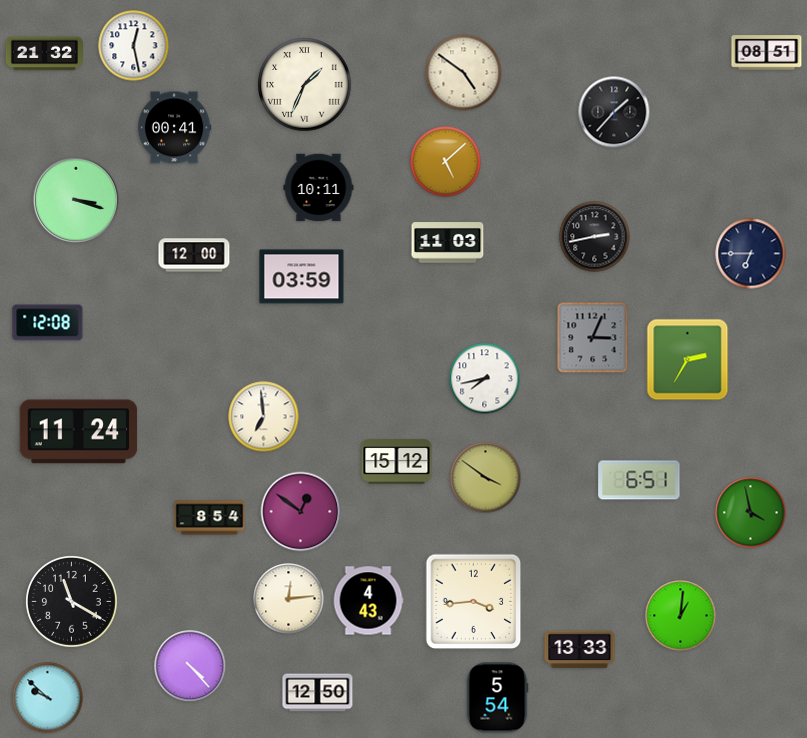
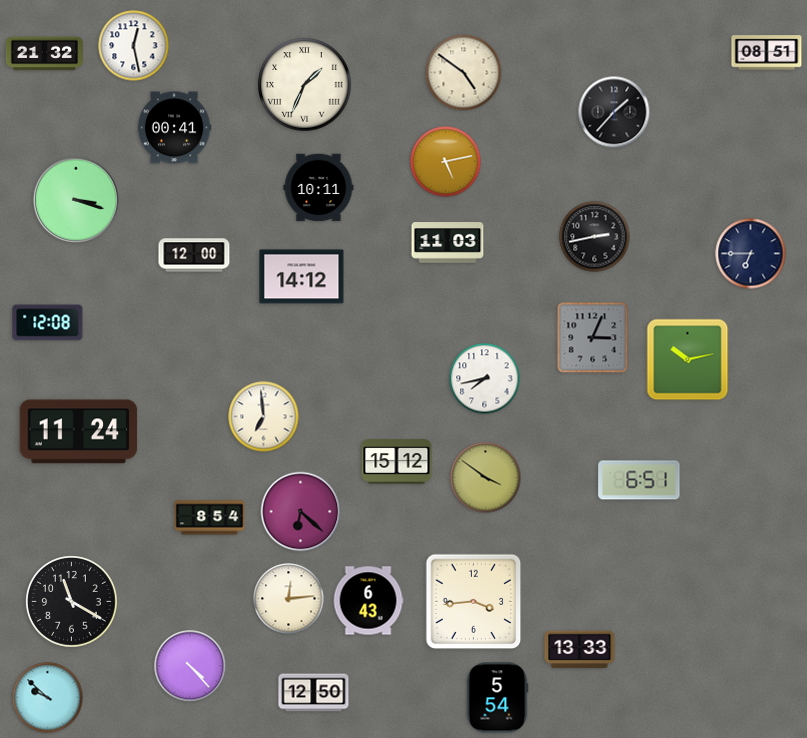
clock at (446, 162): 5:08 -> 5:13
clock at (302, 277): 03:59 -> 14:12
clock at (688, 360): 2:35 -> 10:13
clock at (301, 512): 12:51 -> 6:22
clock at (751, 513): 3:58 -> none
clock at (368, 601): 4:43 -> 6:43
clock at (681, 616): 1:01 -> none
clock at (318, 693) position: (318, 693) -> (314, 693)
